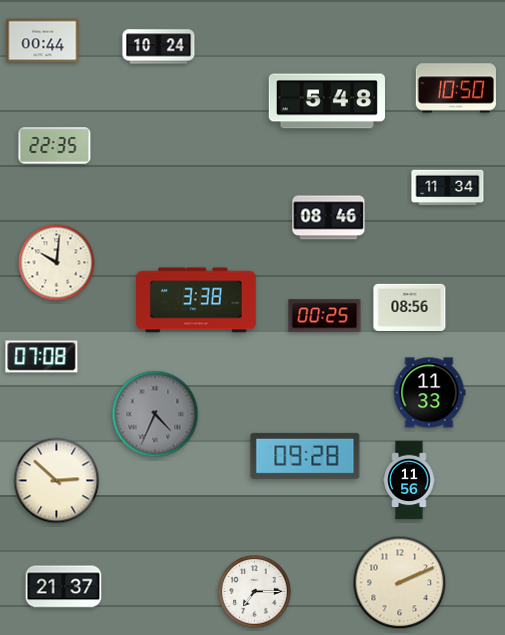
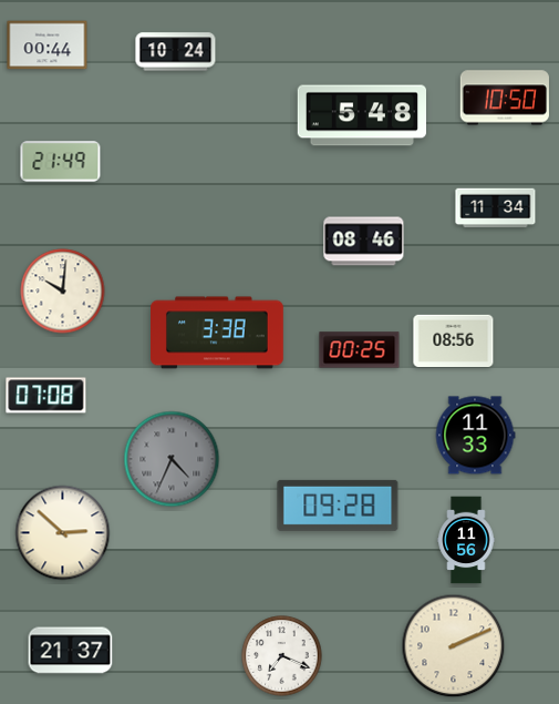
clock at (326, 101) position: (326, 101) -> (361, 115)
clock at (55, 146): 22:35 -> 21:49
clock at (409, 480) position: (409, 480) -> (466, 540)
clock at (400, 583) position: (400, 583) -> (454, 646)
clock at (255, 592): 7:15 -> 7:19
